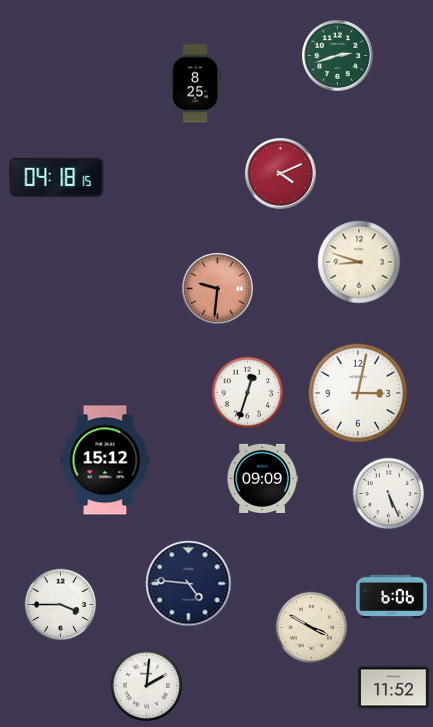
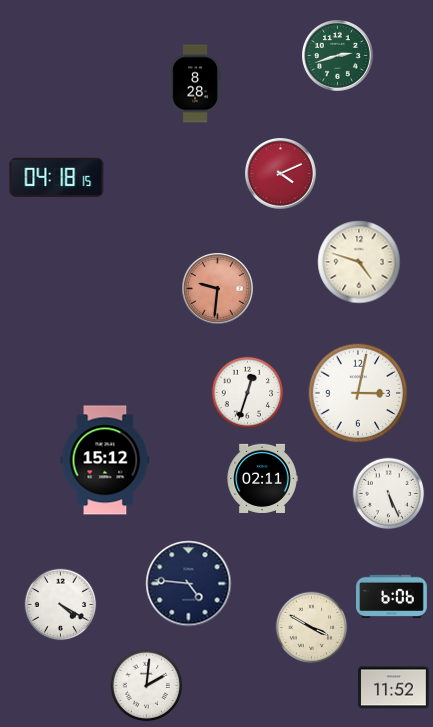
clock at (195, 84): 8:25 -> 8:28
clock at (359, 262): 8:48 -> 4:48
clock at (262, 478): 09:09 -> 02:11
clock at (61, 605): 3:45 -> 4:20
